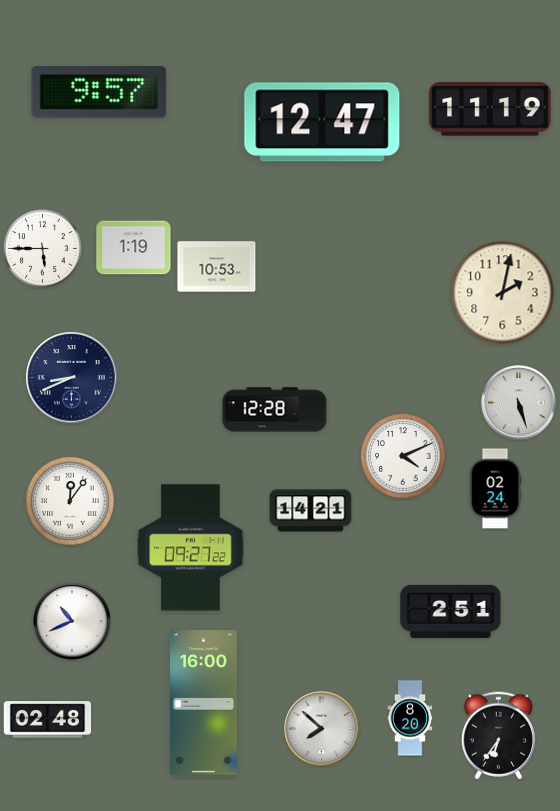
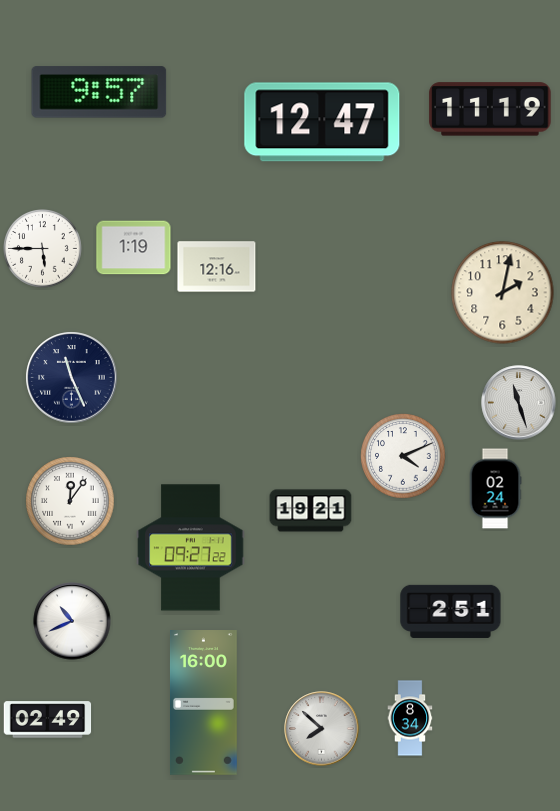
clock at (217, 267): 10:53 -> 12:16
clock at (72, 378): 8:41 -> 11:26
clock at (519, 403): 5:27 -> 11:27
clock at (275, 410): 12:28 -> none
clock at (311, 511): 14:21 -> 19:21
clock at (410, 718): 8:20 -> 8:34
clock at (48, 720): 02:48 -> 02:49
clock at (498, 736): 6:36 -> none
